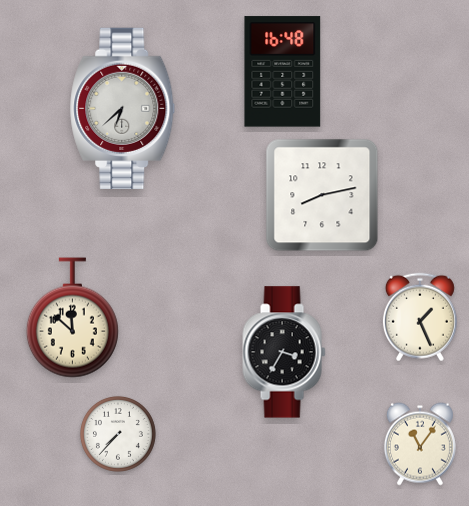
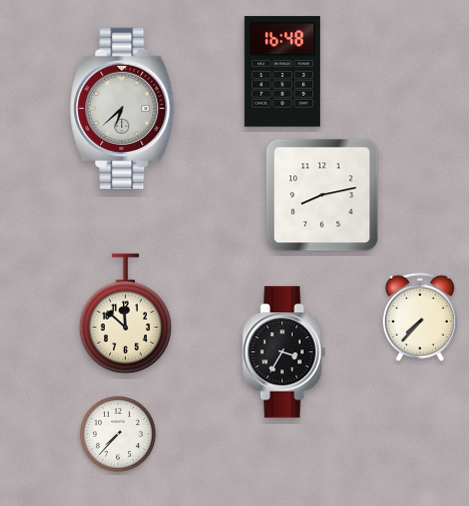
clock at (420, 317): 1:26 -> 7:37
clock at (72, 318) position: (72, 318) -> (125, 314)
clock at (420, 444): 11:06 -> none
